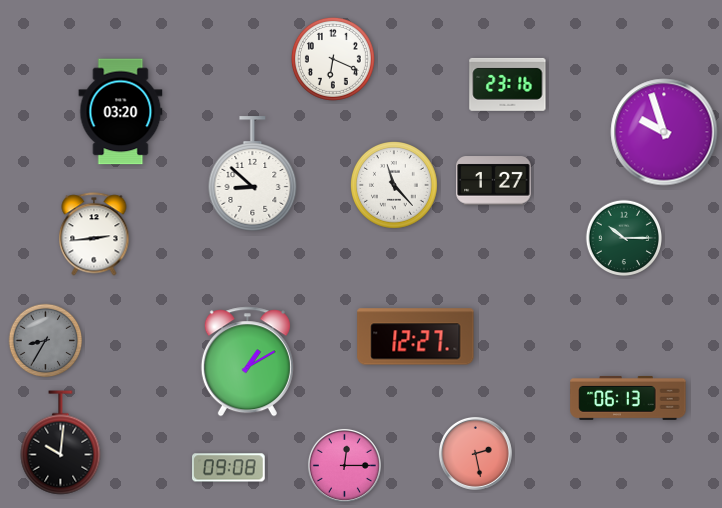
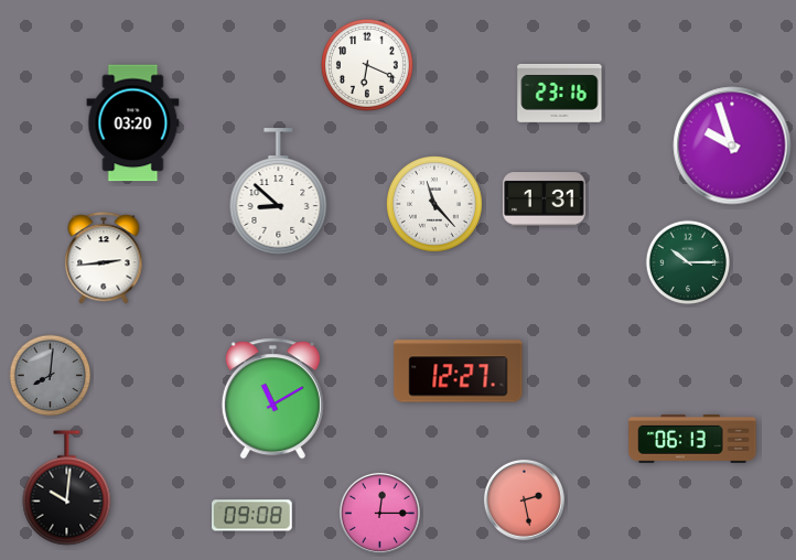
clock at (494, 181): 1:27 -> 1:31
clock at (46, 341): 8:35 -> 8:01
clock at (247, 362): 1:10 -> 11:10
